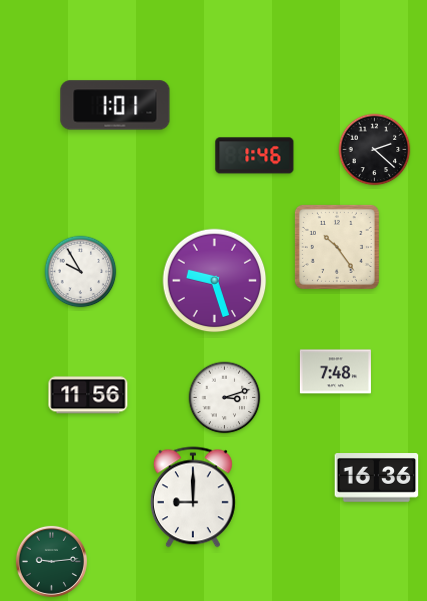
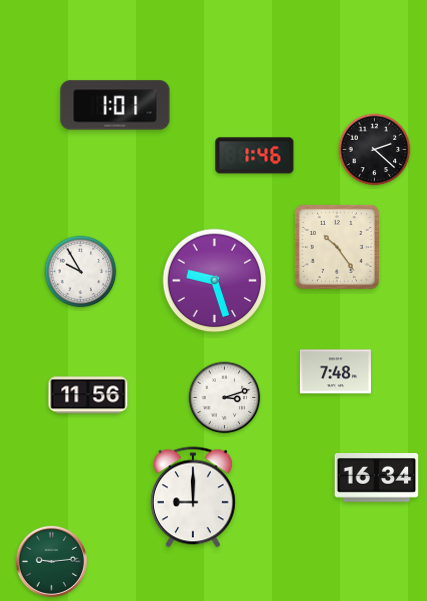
clock at (377, 478): 16:36 -> 16:34
